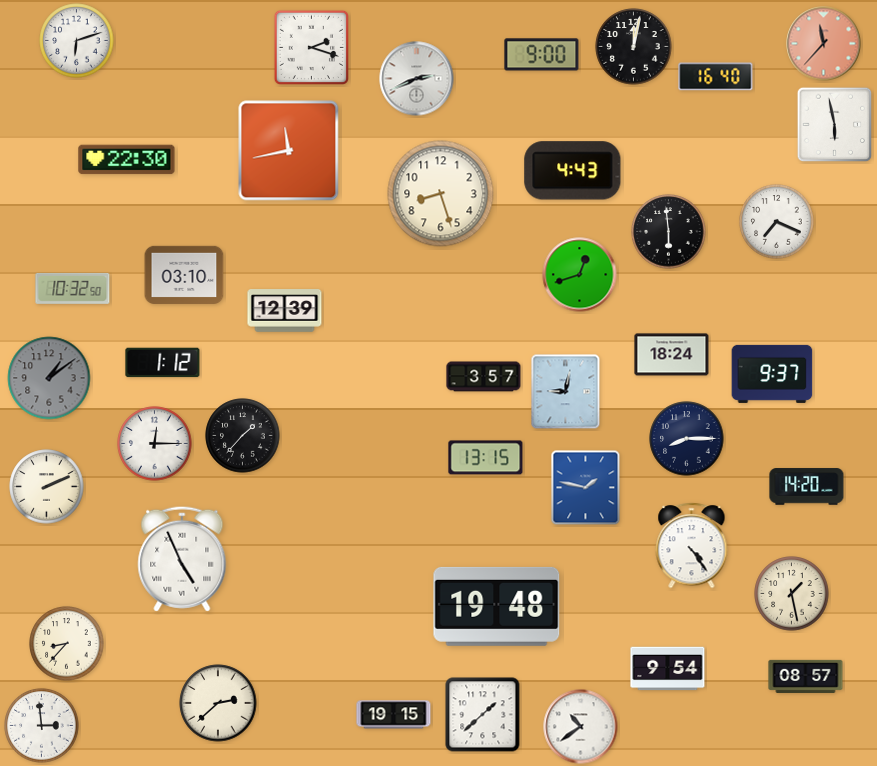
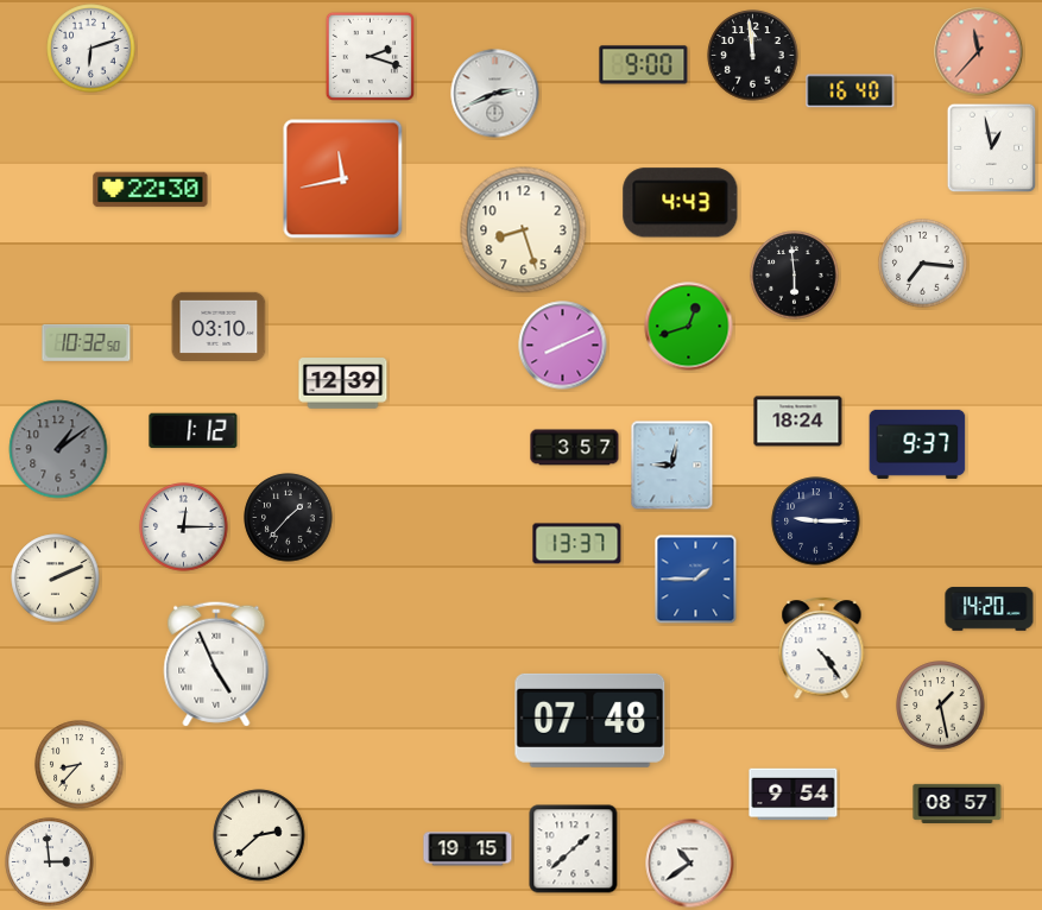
clock at (634, 47): 12:02 -> 11:59
clock at (835, 125): 5:58 -> 12:58
clock at (777, 222): 7:19 -> 7:16
clock at (563, 346): none -> 8:11
clock at (285, 311) position: (285, 311) -> (343, 384)
clock at (687, 439): 8:15 -> 9:15
clock at (486, 458): 13:15 -> 13:37
clock at (807, 487) position: (807, 487) -> (990, 609)
clock at (586, 488): 1:47 -> 1:45
clock at (497, 606): 19:48 -> 07:48
